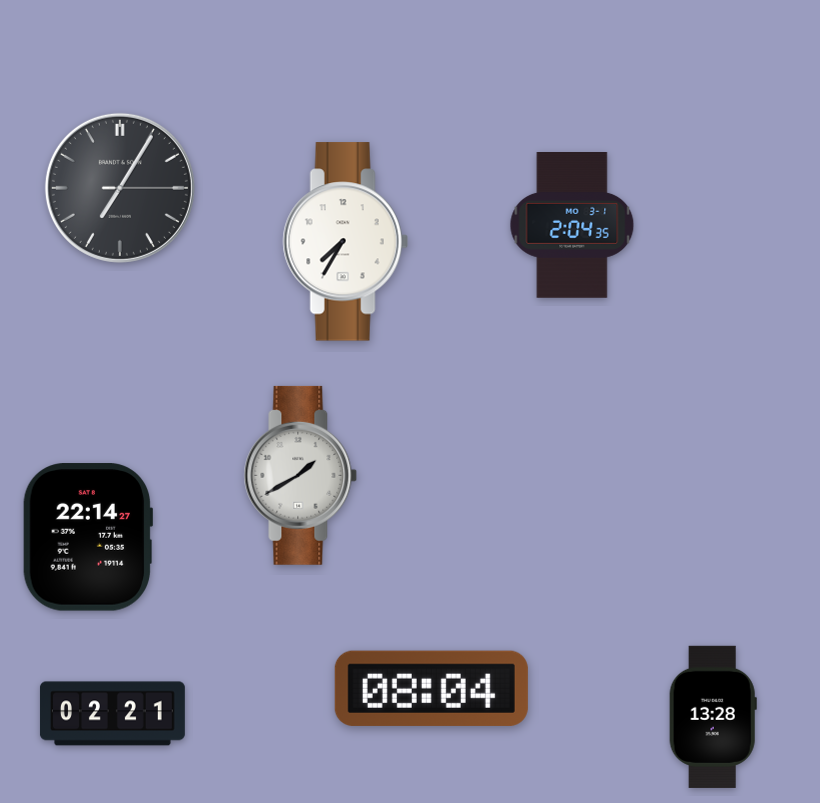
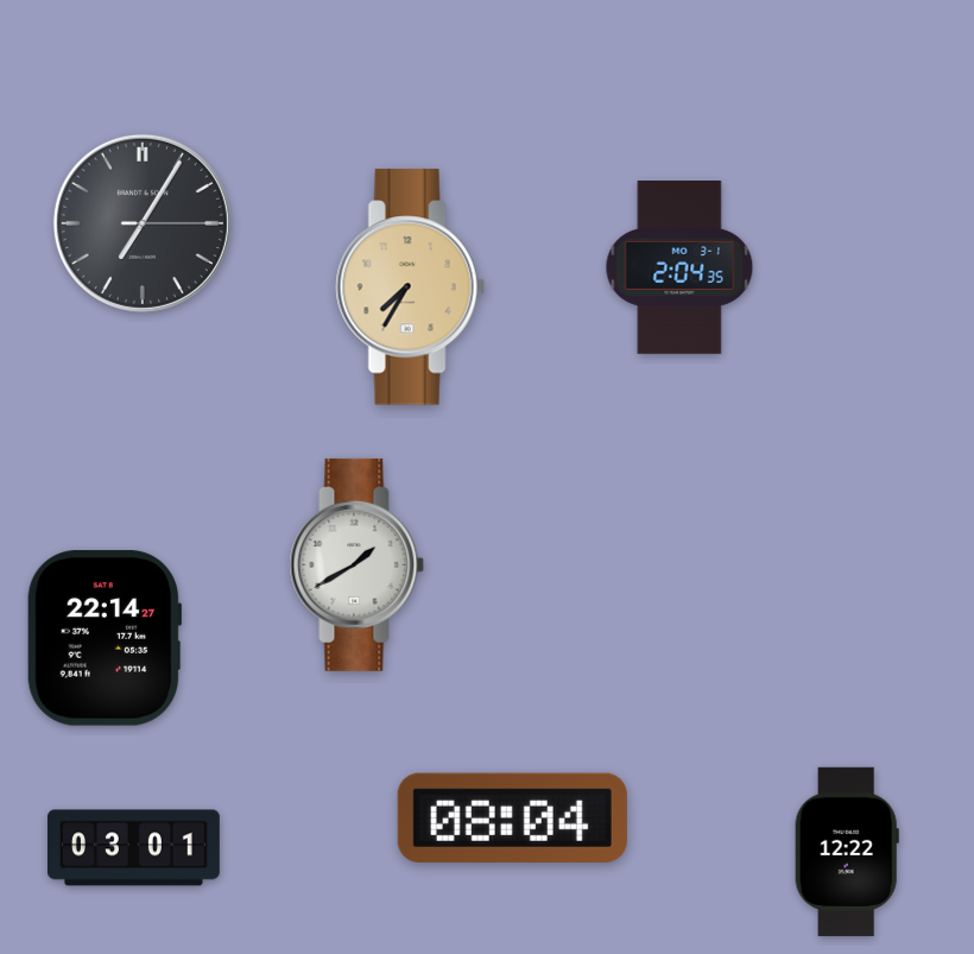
clock at (345, 242) dial: white -> champagne
clock at (112, 714): 02:21 -> 03:01
clock at (713, 717): 13:28 -> 12:22
